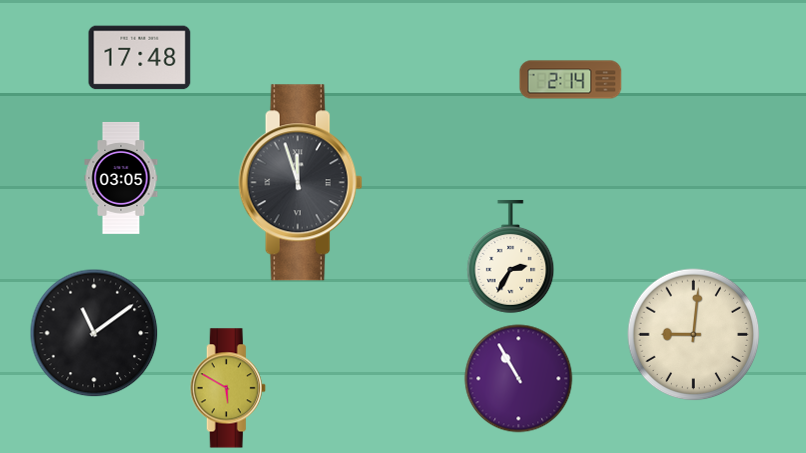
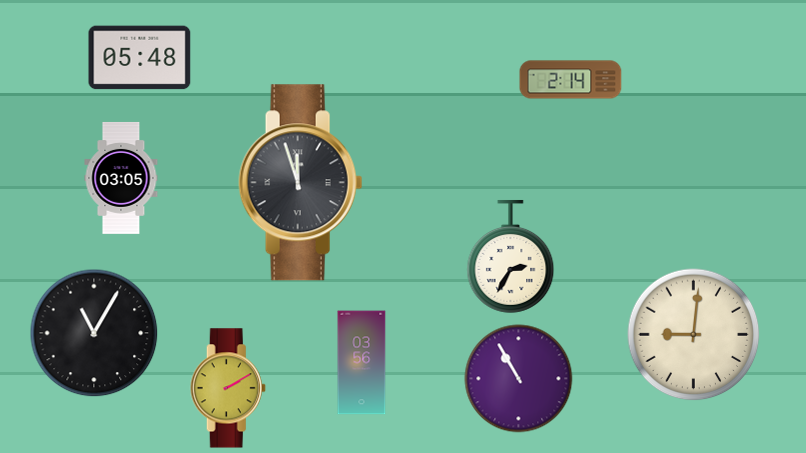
clock at (140, 58): 17:48 -> 05:48
clock at (94, 333): 11:09 -> 11:05
clock at (362, 363): none -> 03:56
clock at (228, 388): 5:50 -> 2:10
